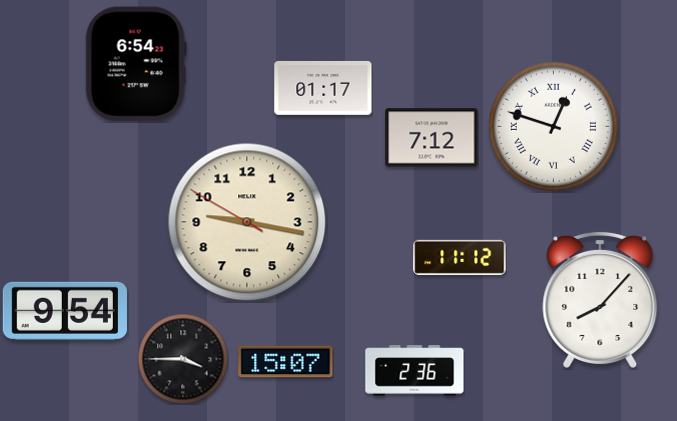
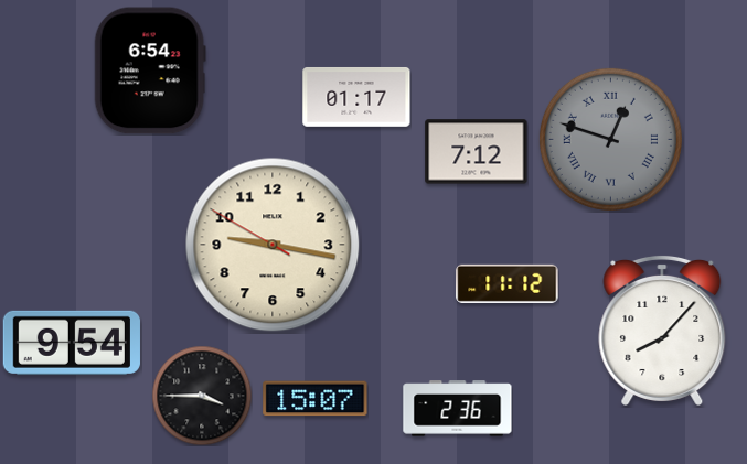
clock at (553, 126) dial: white -> grey
